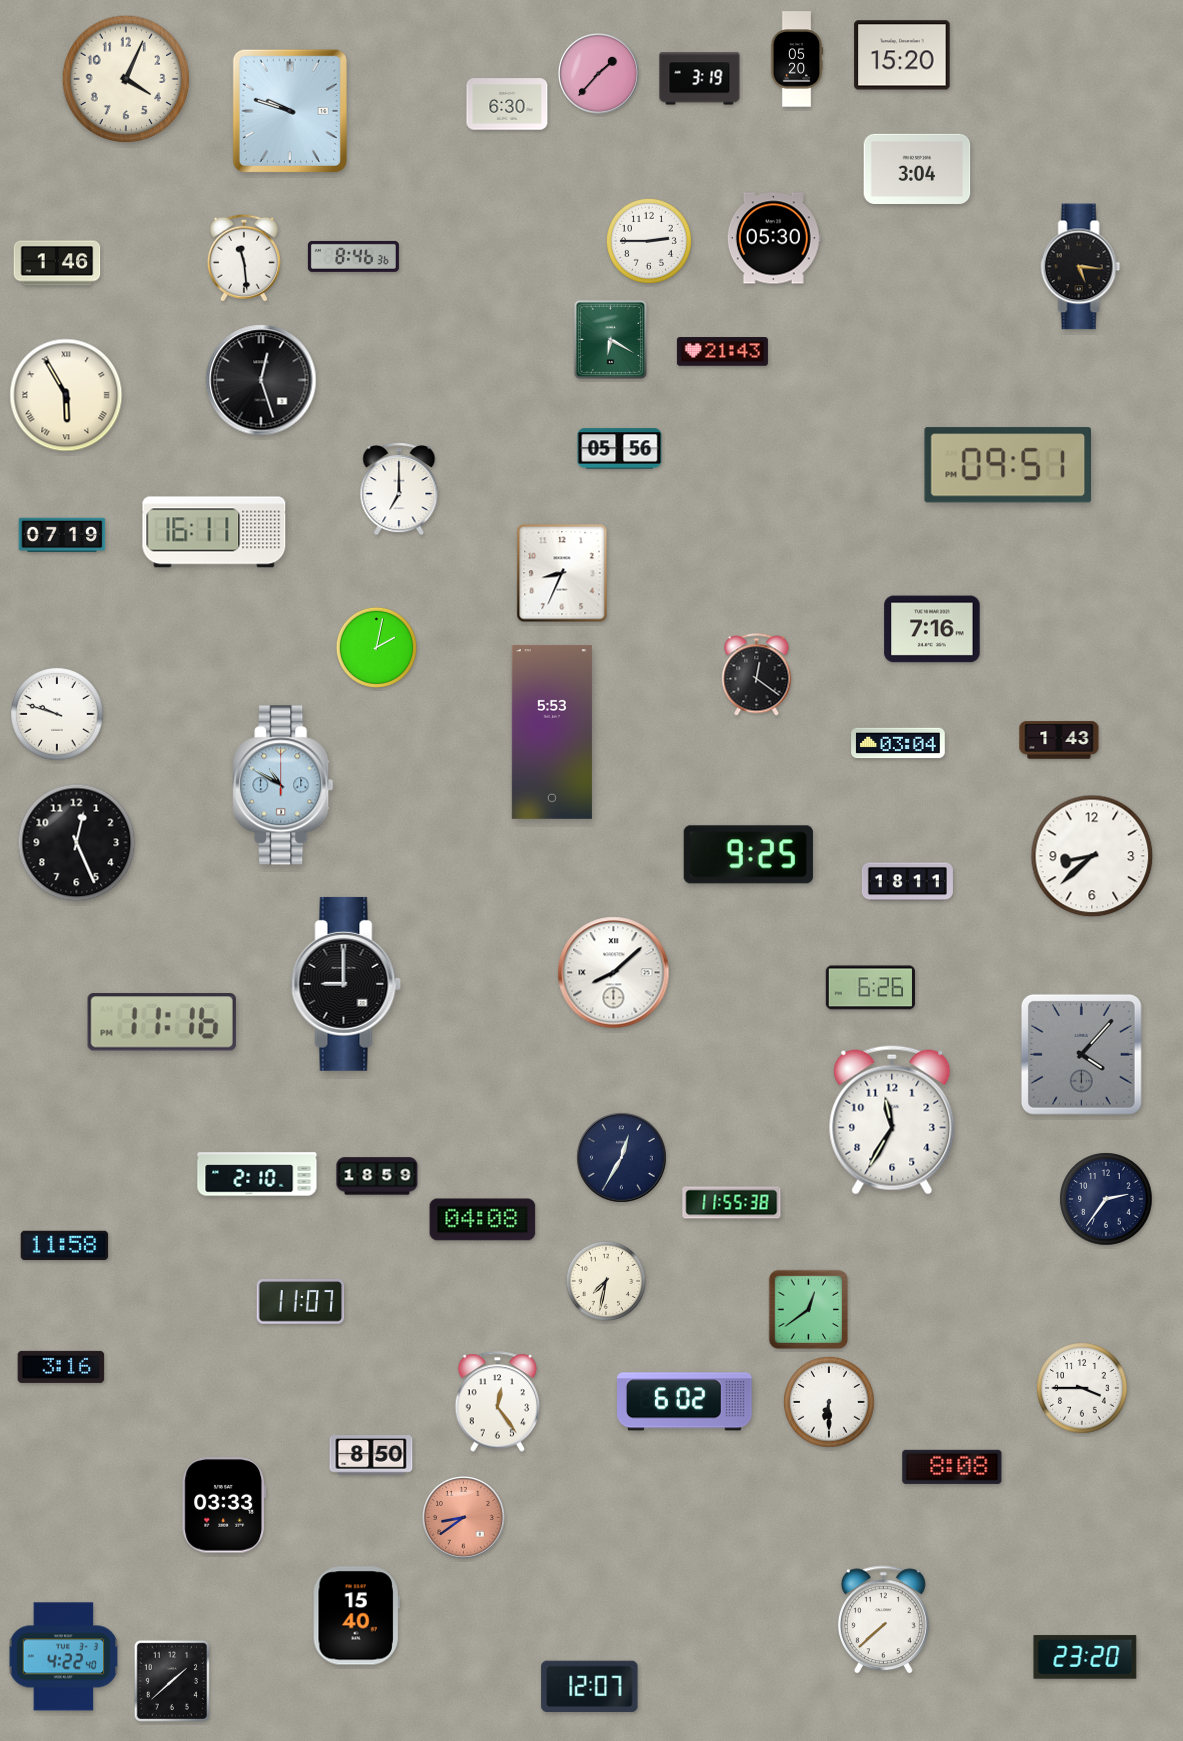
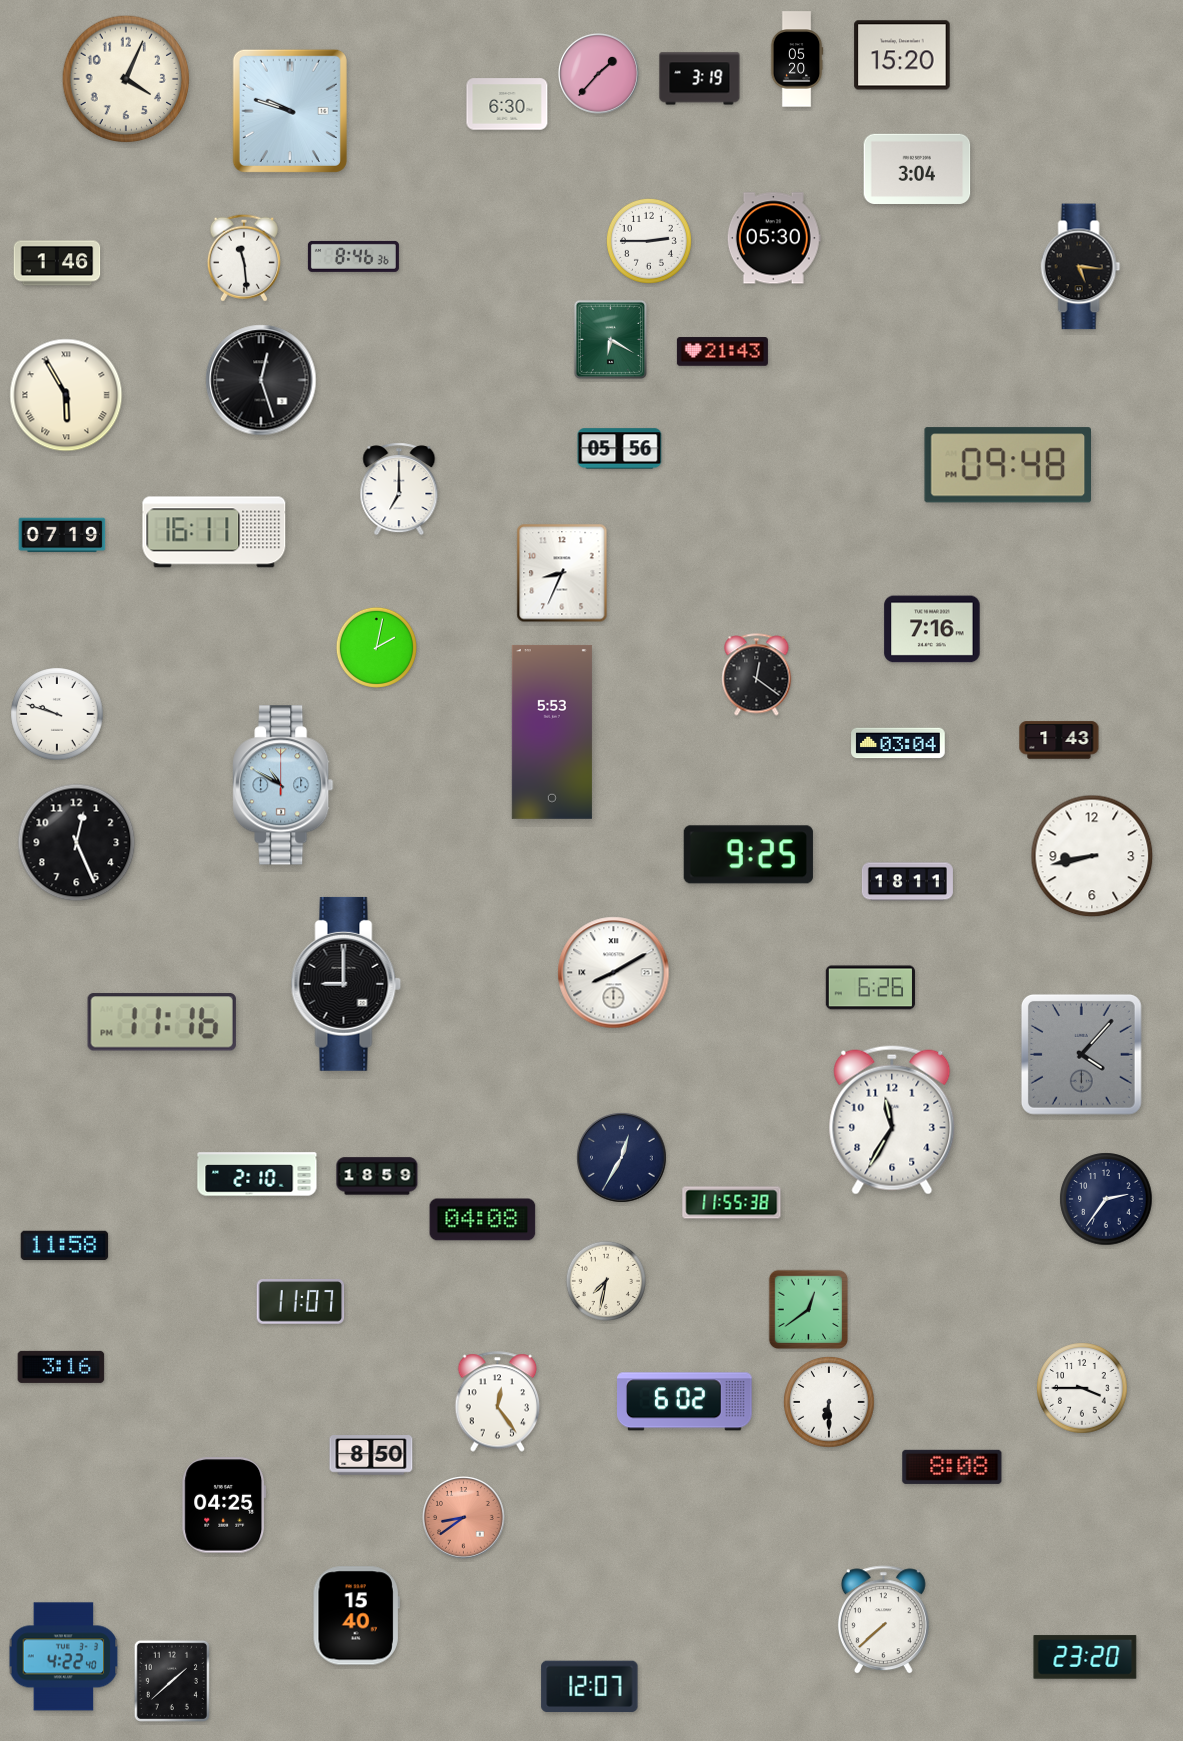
clock at (1007, 465): 09:51 -> 09:48
clock at (1092, 856): 8:38 -> 8:43
clock at (614, 973): 8:08 -> 8:10
clock at (224, 1505): 03:33 -> 04:25
